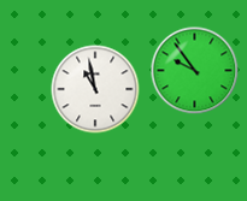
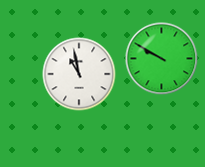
clock at (195, 71): 9:54 -> 9:50
